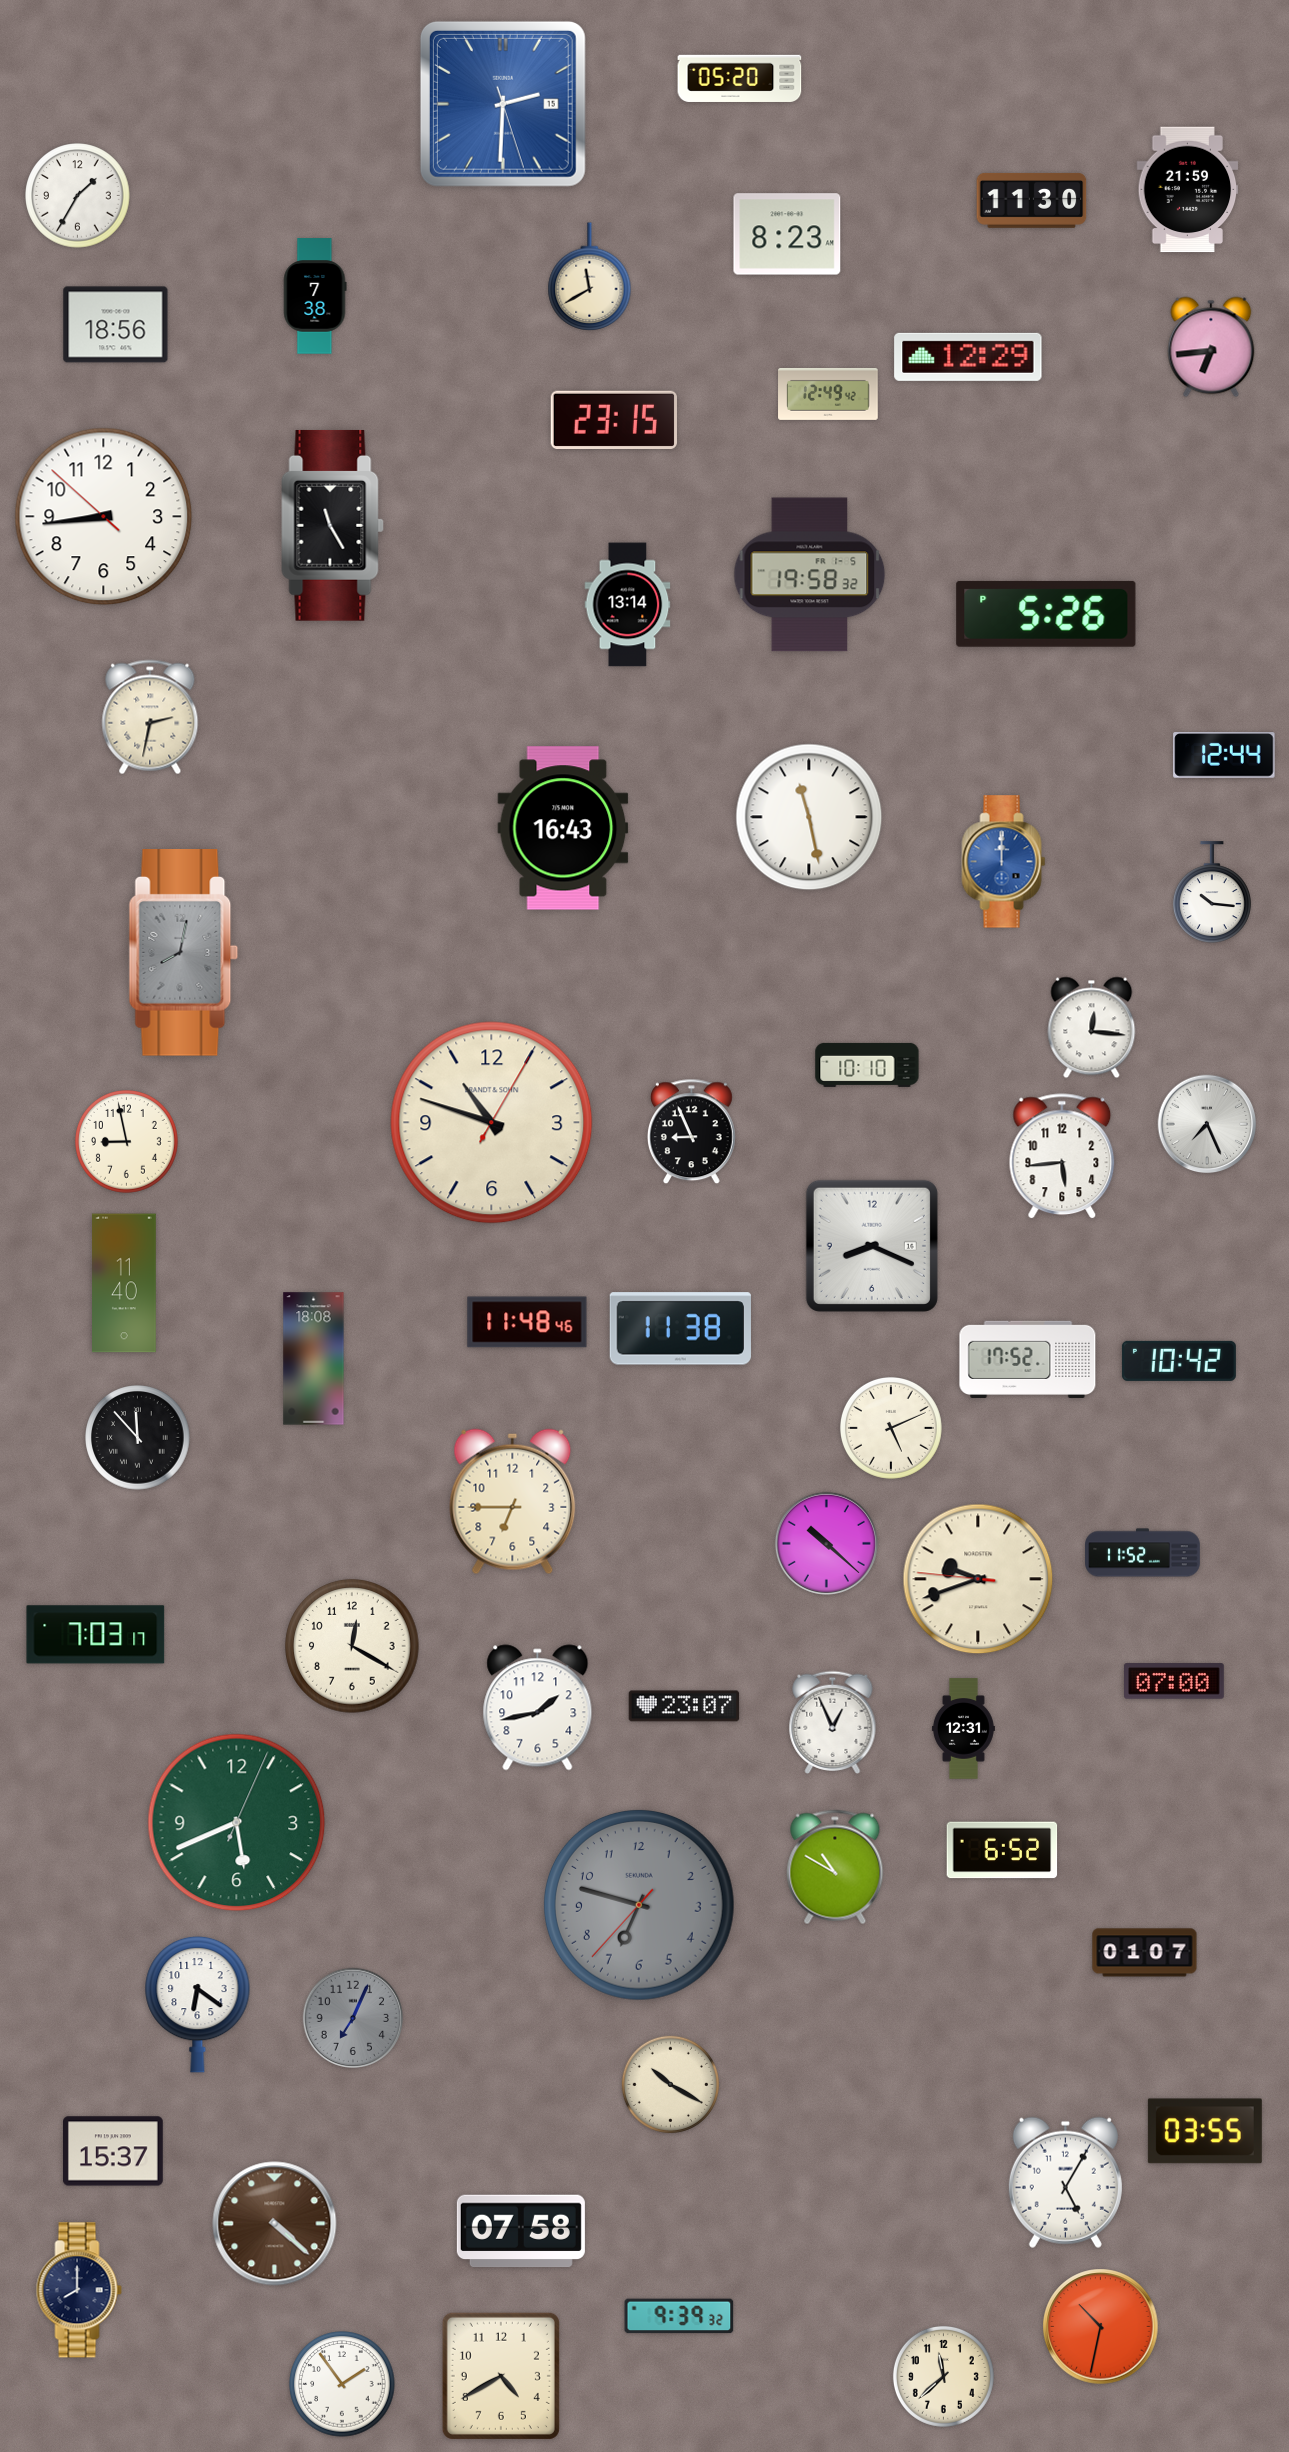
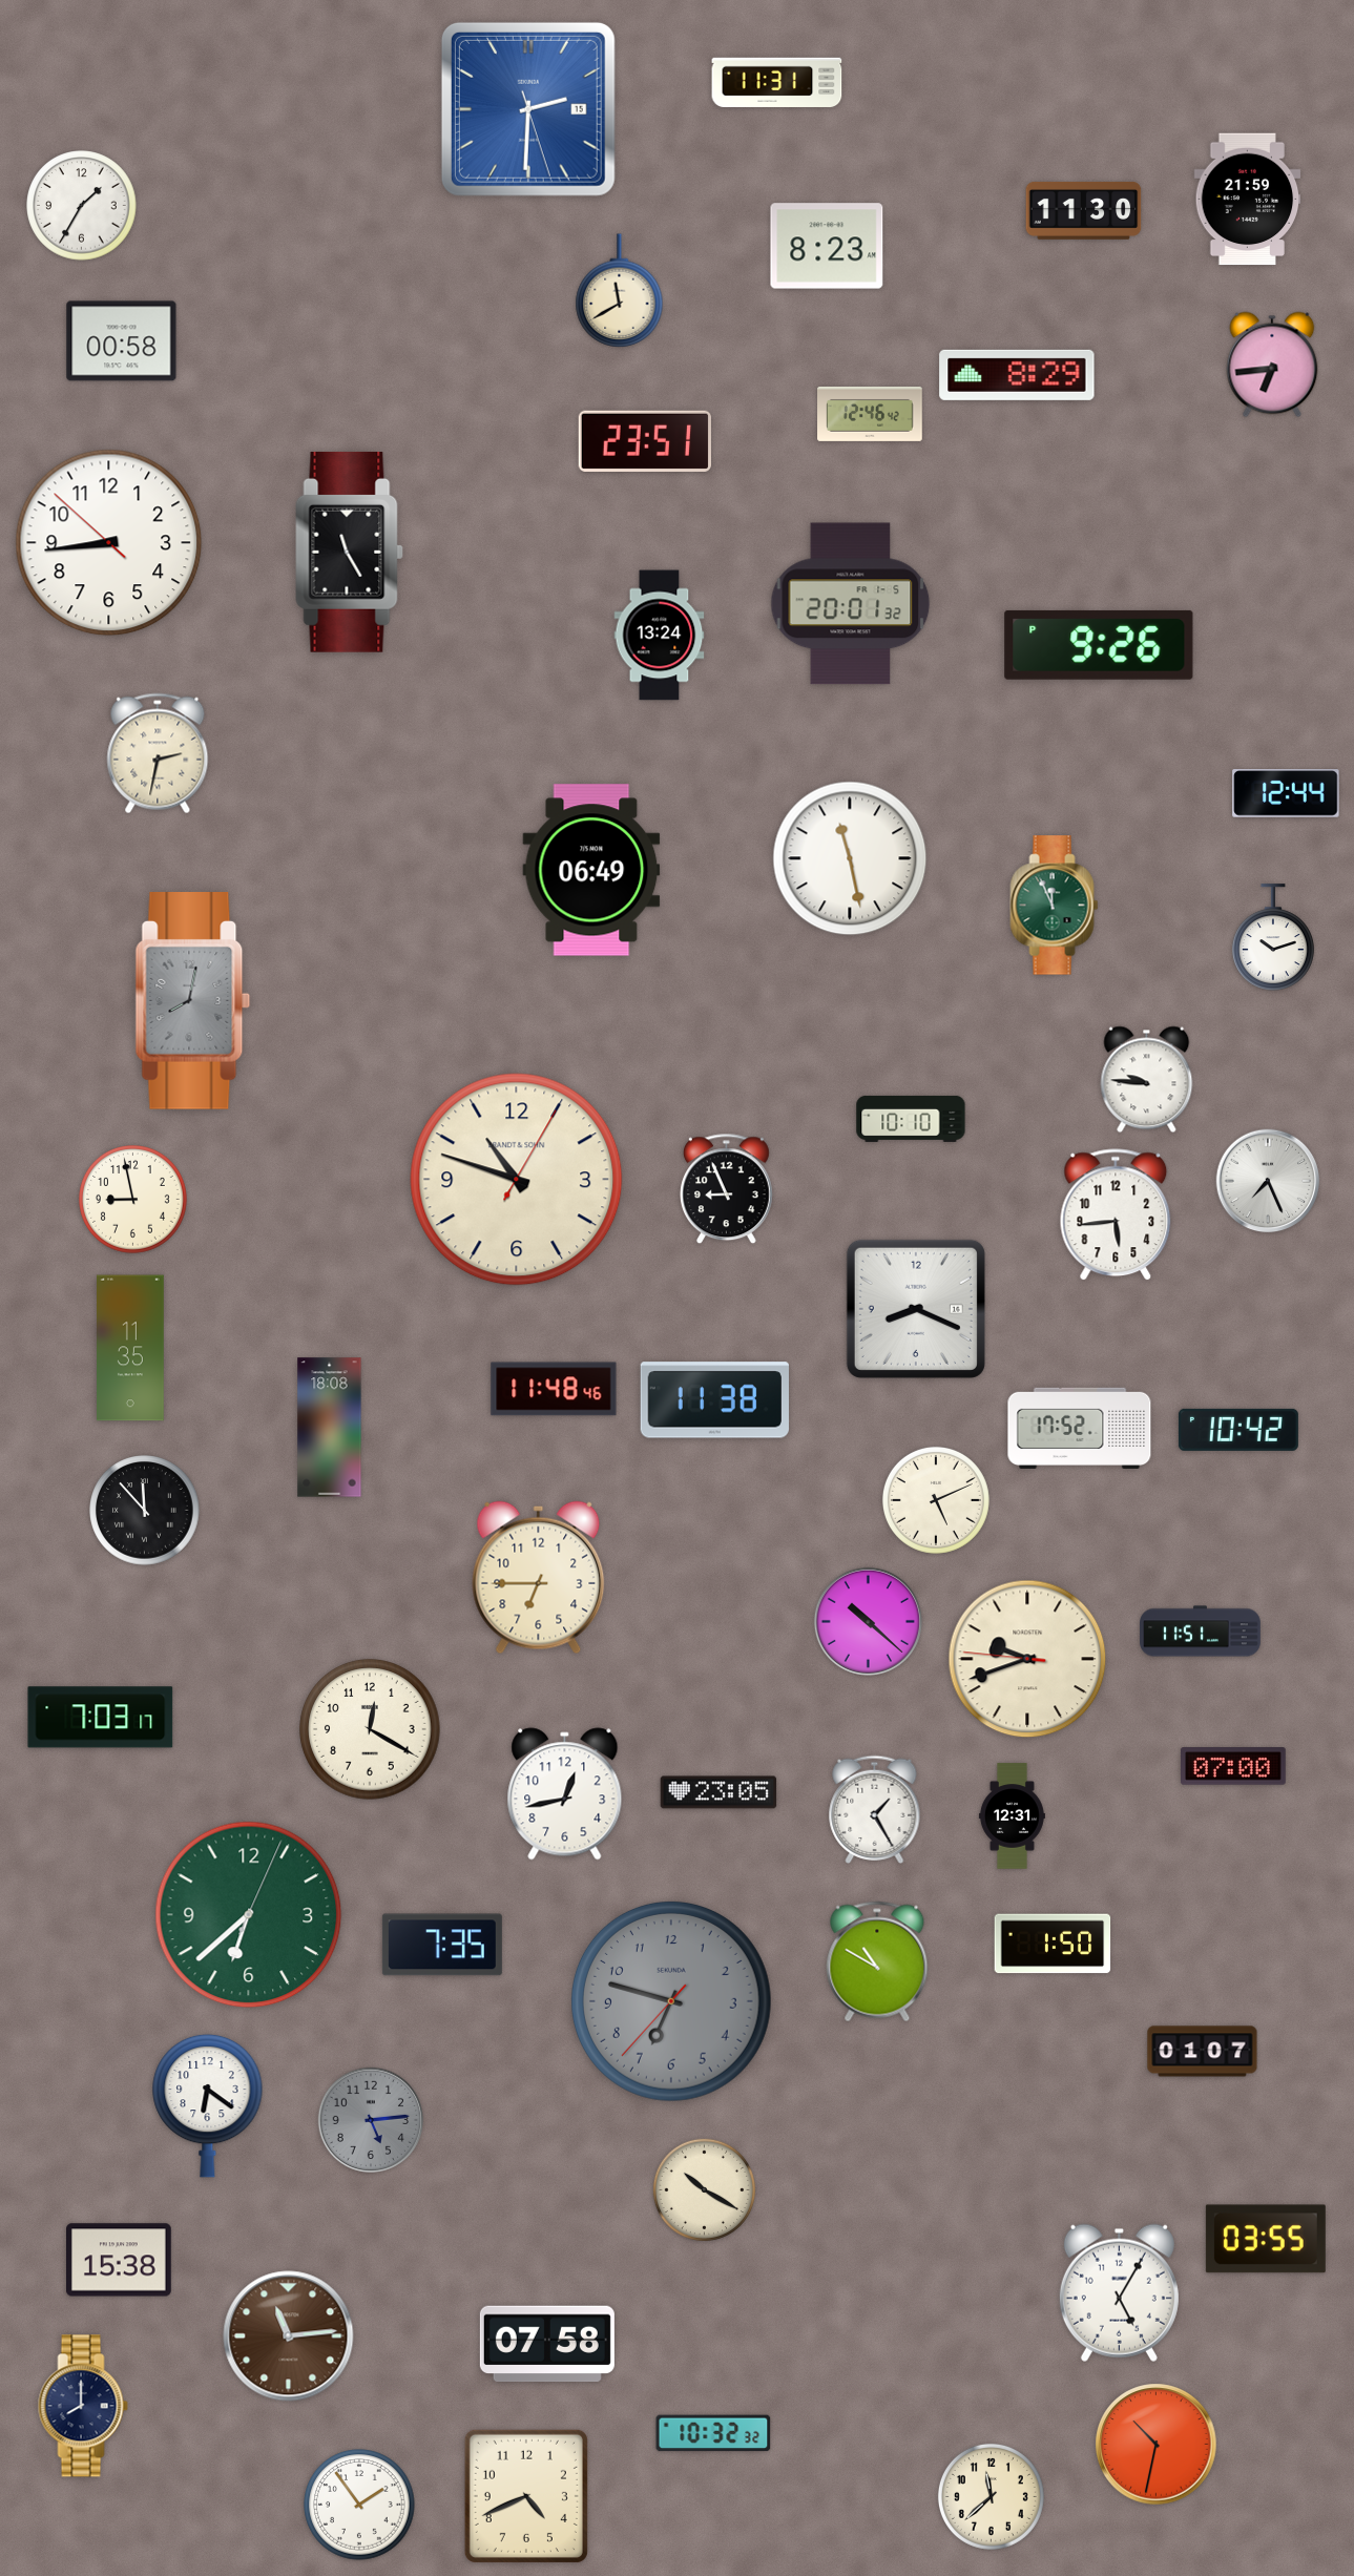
clock at (740, 78): 05:20 -> 11:31
clock at (315, 296): 7:38 -> none
clock at (116, 325): 18:56 -> 00:58
clock at (968, 357): 12:29 -> 8:29
clock at (828, 394): 12:49 -> 12:46
clock at (614, 419): 23:15 -> 23:51
clock at (810, 575): 19:58 -> 20:01
clock at (628, 605): 13:14 -> 13:24
clock at (1046, 614): 5:26 -> 9:26
clock at (563, 828): 16:43 -> 06:49
clock at (1004, 862): 12:00 -> 11:56
clock at (1004, 862) dial: blue -> green
clock at (1212, 892): 10:16 -> 10:12
clock at (1092, 1028): 12:16 -> 9:46
clock at (125, 1283): 11:40 -> 11:35
clock at (680, 1329) position: (680, 1329) -> (714, 1400)
clock at (1143, 1553): 11:52 -> 11:51
clock at (684, 1706): 23:07 -> 23:05
clock at (538, 1708): 1:43 -> 12:43
clock at (833, 1722): 12:56 -> 1:25
clock at (237, 1823): 5:41 -> 6:38
clock at (1002, 1850): 6:52 -> 1:50
clock at (442, 1945): none -> 7:35
clock at (352, 2017): 7:04 -> 5:14
clock at (114, 2151): 15:37 -> 15:38
clock at (275, 2224): 4:22 -> 11:14
clock at (679, 2316): 9:39 -> 10:32
clock at (501, 2376): 4:40 -> 4:41
